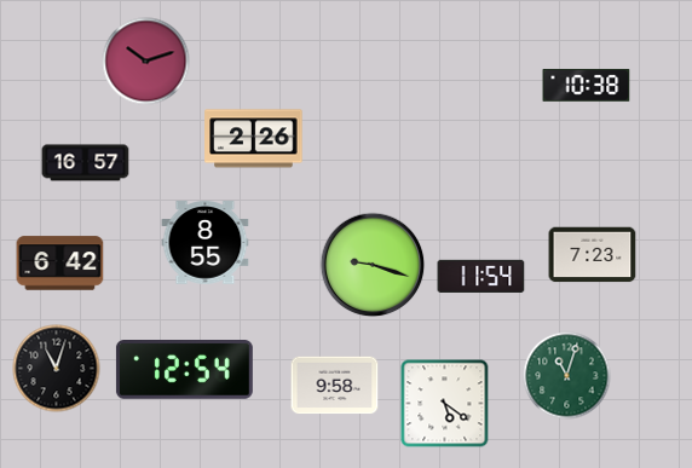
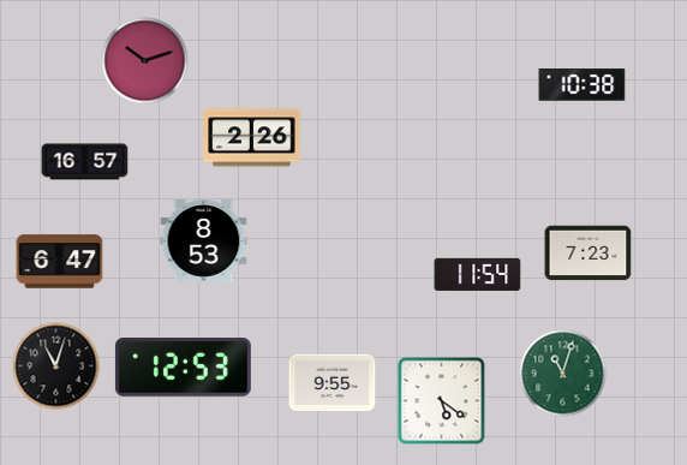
clock at (206, 243): 8:55 -> 8:53
clock at (60, 264): 6:42 -> 6:47
clock at (373, 265): 9:18 -> none
clock at (184, 370): 12:54 -> 12:53
clock at (335, 386): 9:58 -> 9:55
